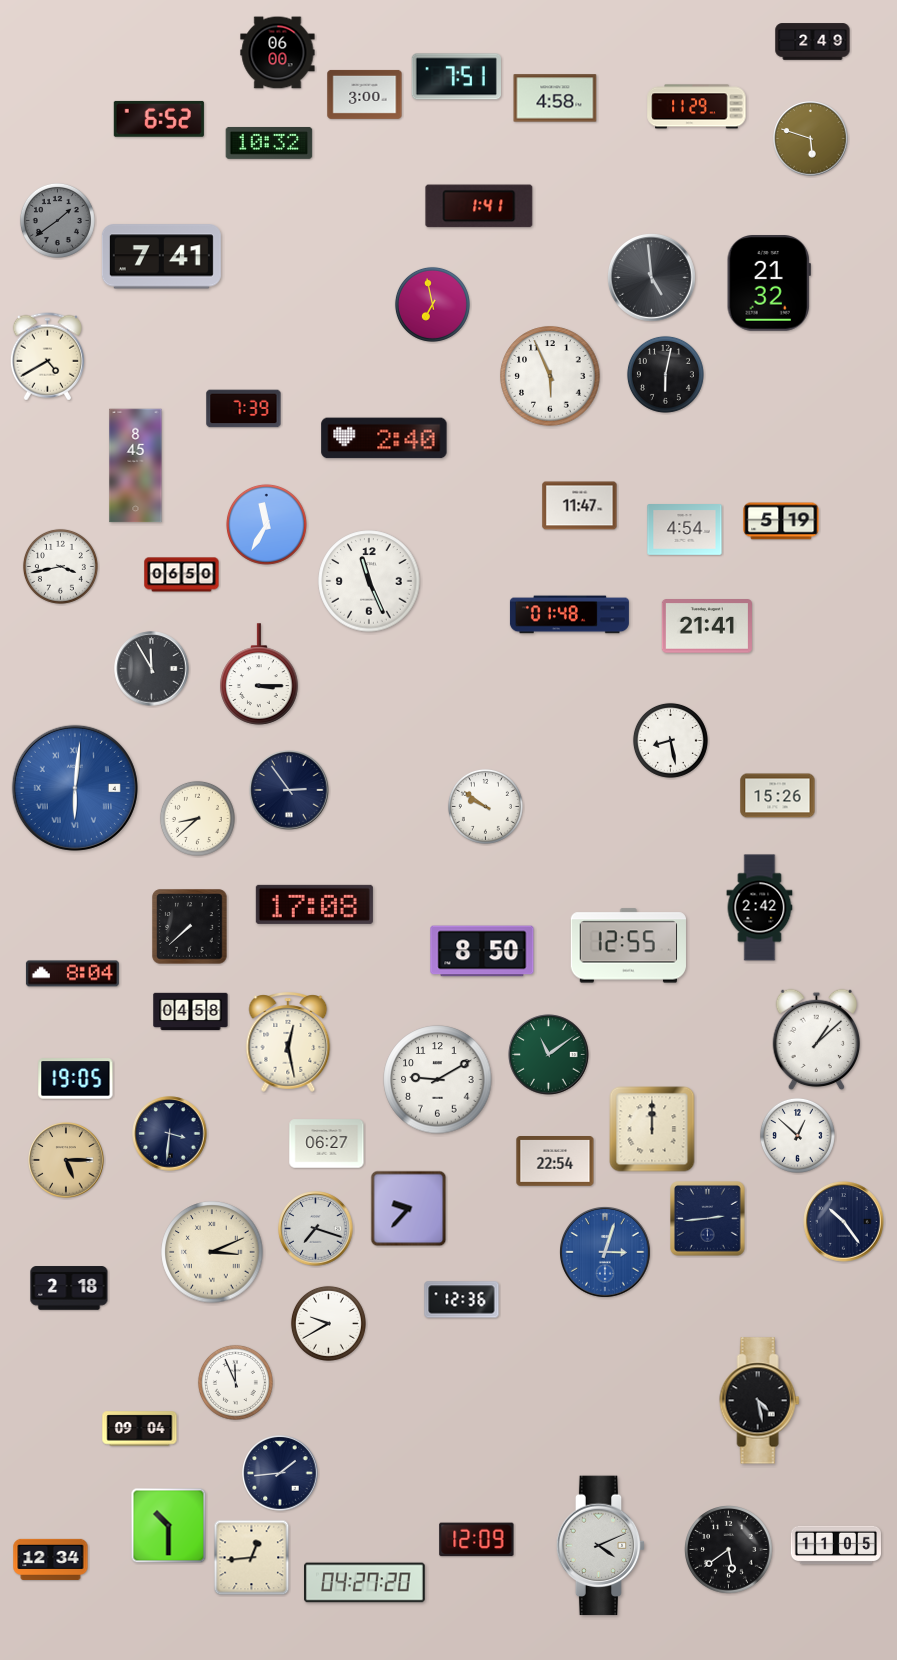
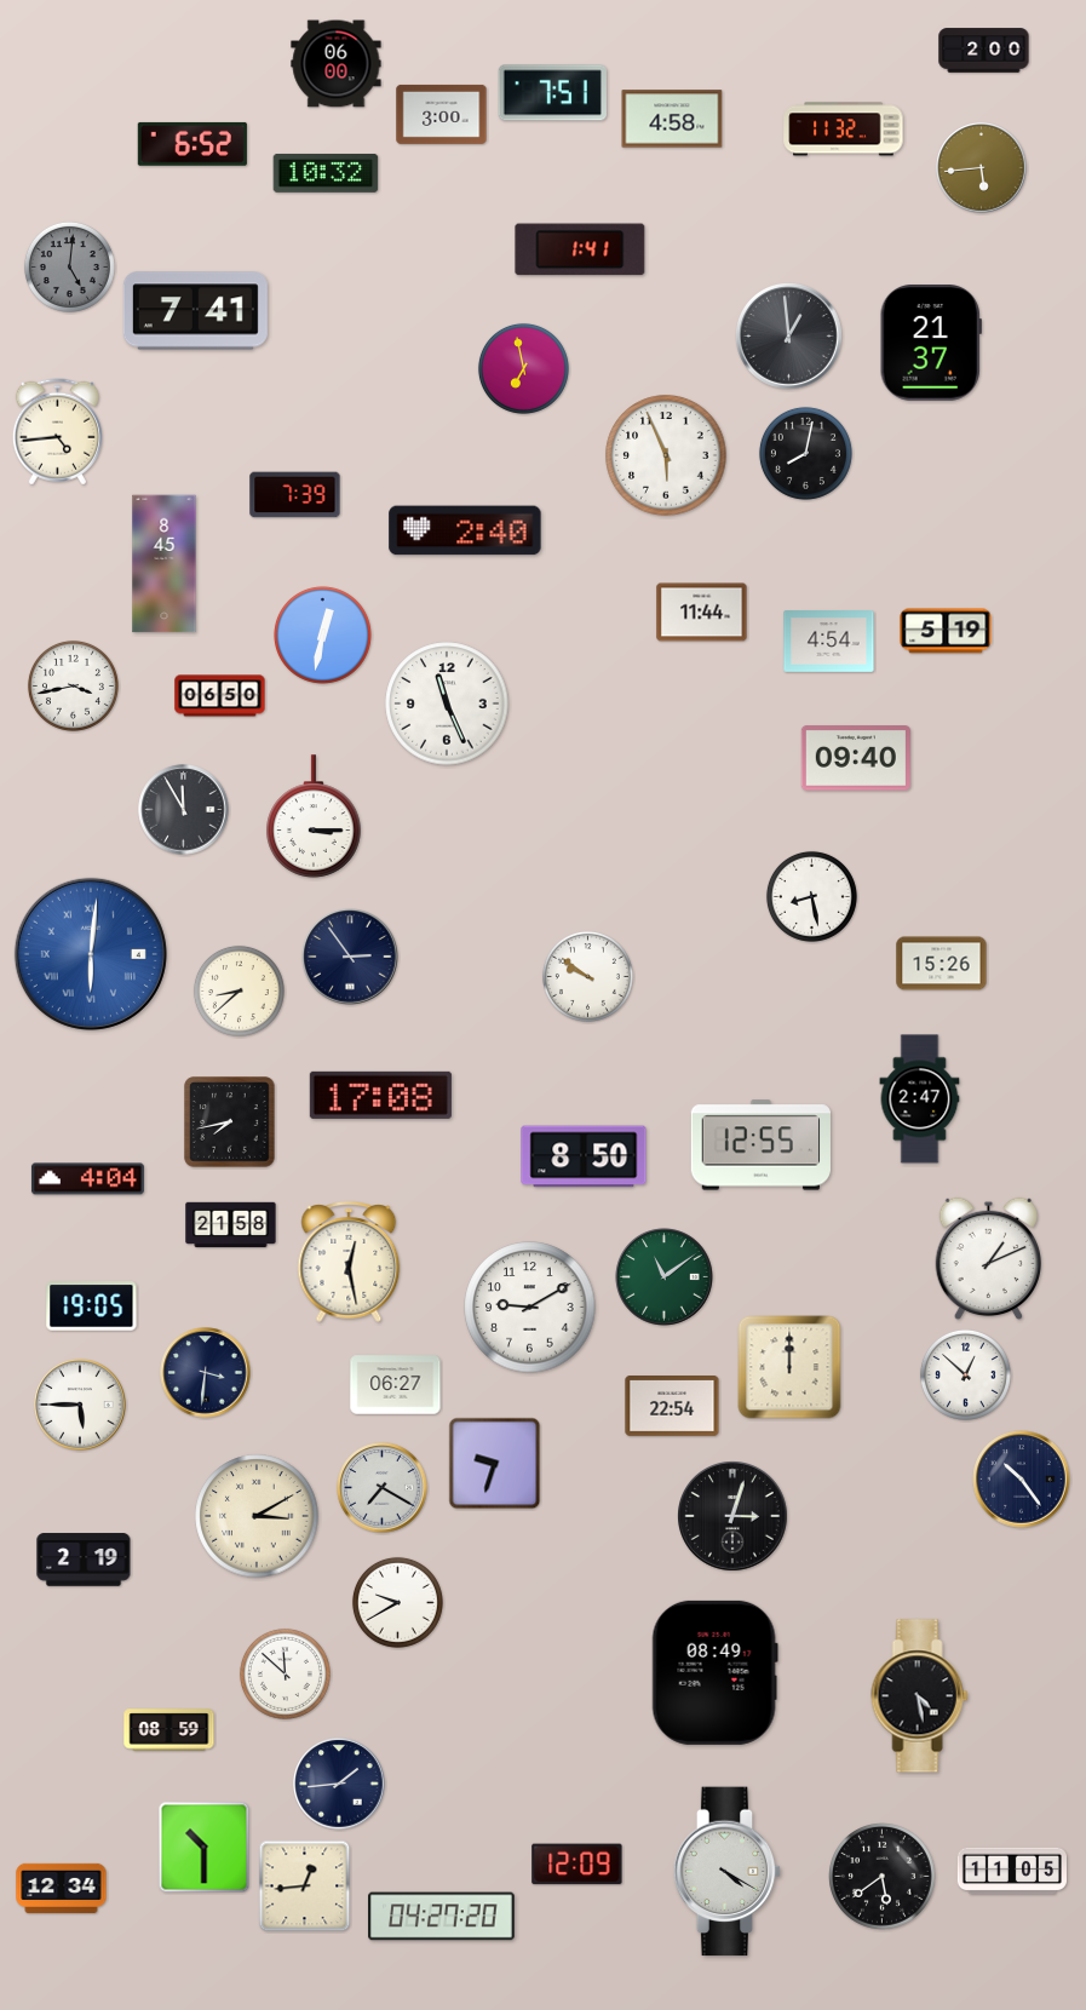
clock at (813, 42): 2:49 -> 2:00
clock at (697, 107): 11:29 -> 11:32
clock at (811, 139): 5:48 -> 5:44
clock at (57, 220): 1:39 -> 5:01
clock at (652, 278): 4:59 -> 12:59
clock at (769, 284): 21:32 -> 21:37
clock at (47, 357): 4:40 -> 4:44
clock at (665, 374): 6:02 -> 8:02
clock at (580, 506): 11:47 -> 11:44
clock at (266, 524): 11:35 -> 12:32
clock at (569, 615): 01:48 -> none
clock at (707, 626): 21:41 -> 09:40
clock at (760, 908): 2:42 -> 2:47
clock at (190, 927): 7:38 -> 7:43
clock at (482, 951) position: (482, 951) -> (584, 1156)
clock at (72, 974): 8:04 -> 4:04
clock at (191, 1012): 04:58 -> 21:58
clock at (817, 1040): 1:08 -> 1:11
clock at (66, 1160): 5:15 -> 5:45
clock at (66, 1160) dial: champagne -> white
clock at (409, 1209): 9:37 -> 9:33
clock at (708, 1219): 2:44 -> none
clock at (316, 1229): 7:18 -> 7:20
clock at (212, 1252): 3:11 -> 3:10
clock at (606, 1253) dial: blue -> black
clock at (69, 1288): 2:18 -> 2:19
clock at (462, 1300): 12:36 -> none
clock at (714, 1672): none -> 08:49
clock at (235, 1382): 11:56 -> 11:52
clock at (140, 1429): 09:04 -> 08:59
clock at (601, 1546): 4:11 -> 4:20
